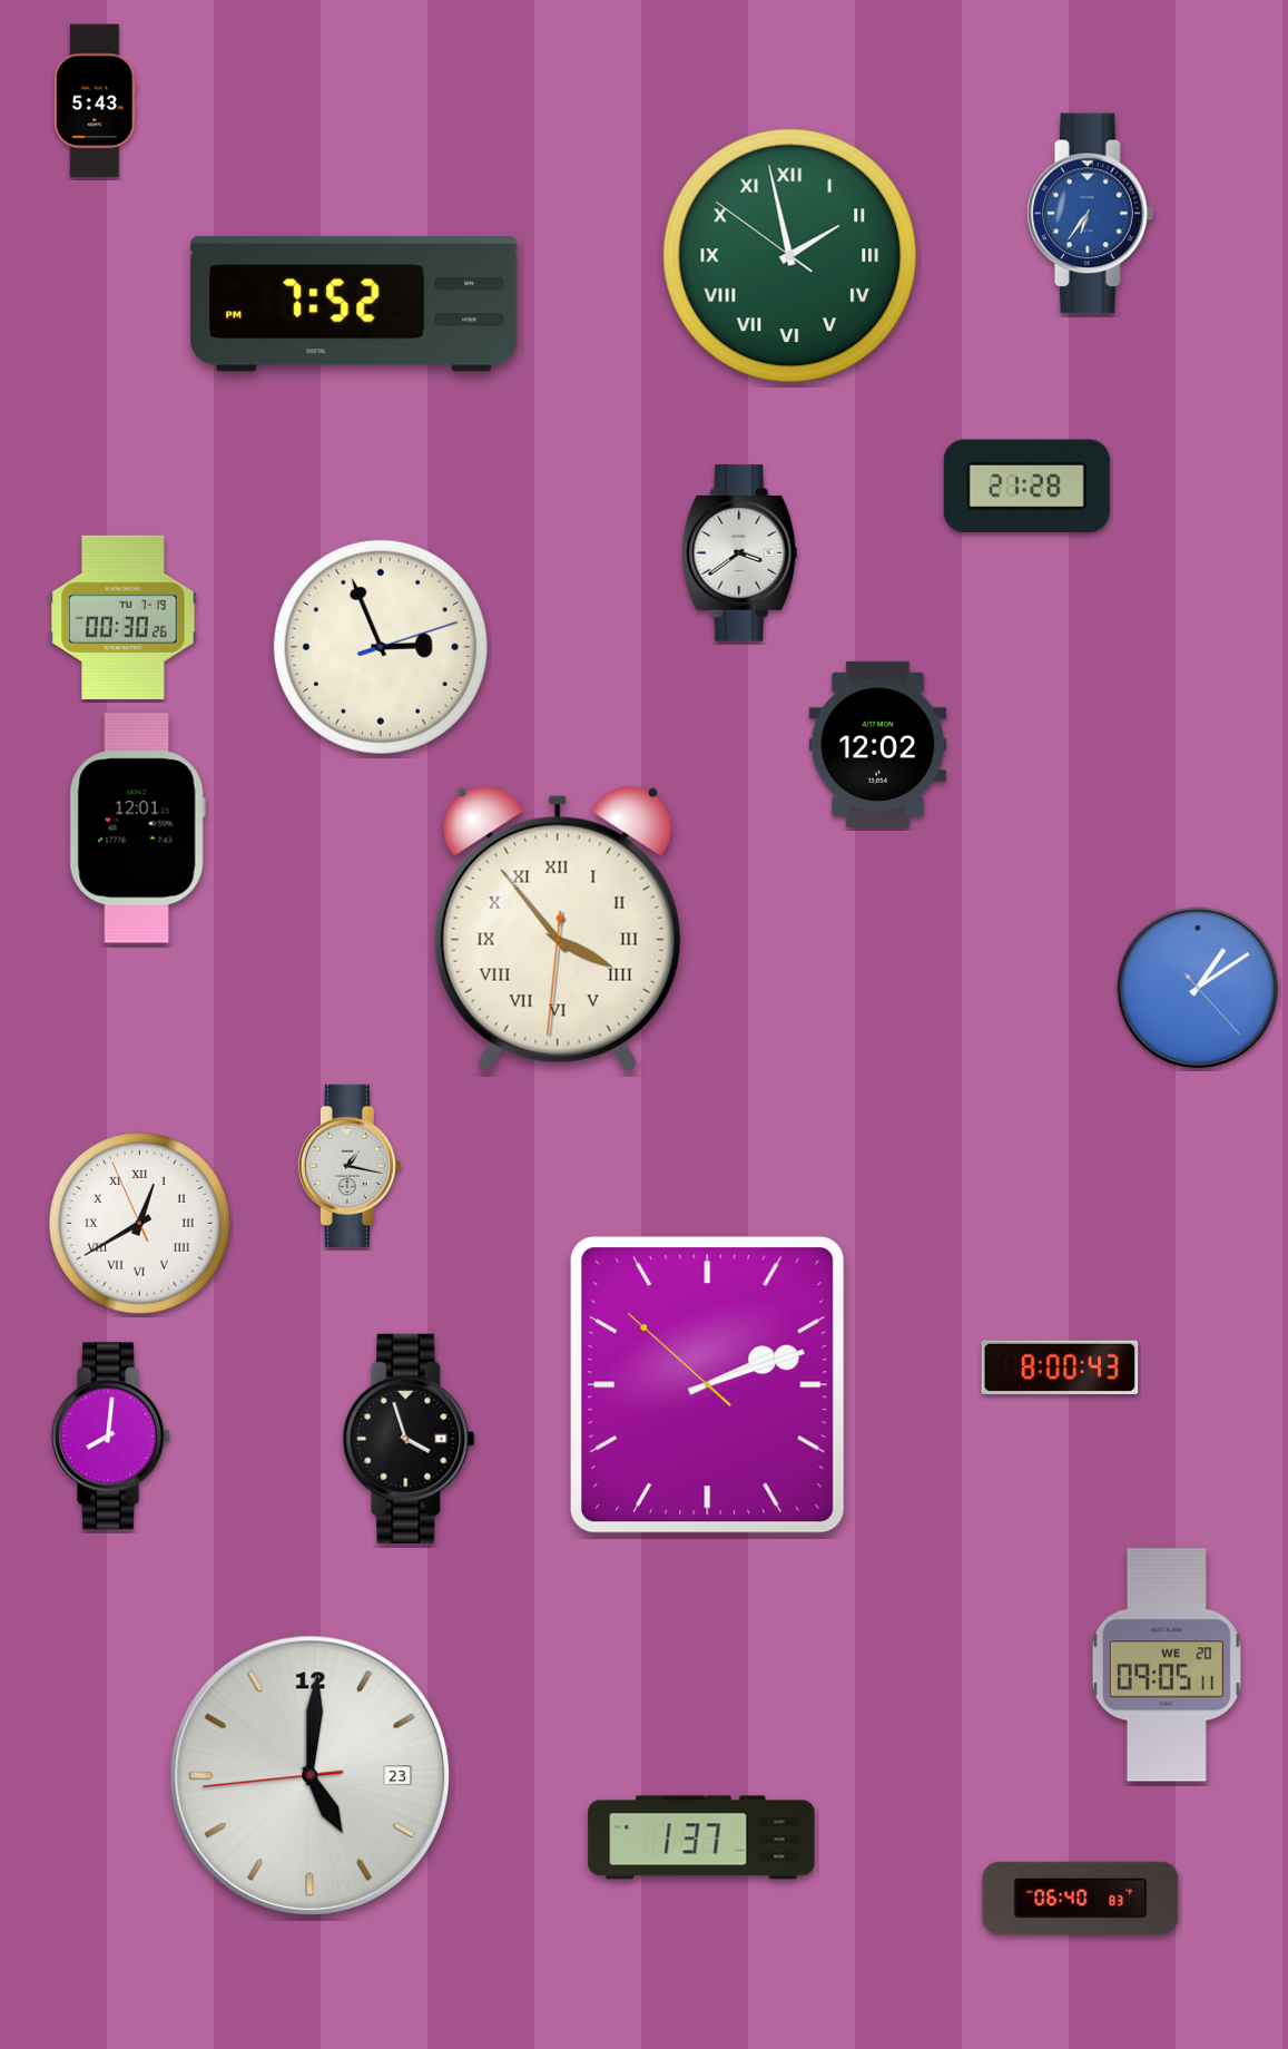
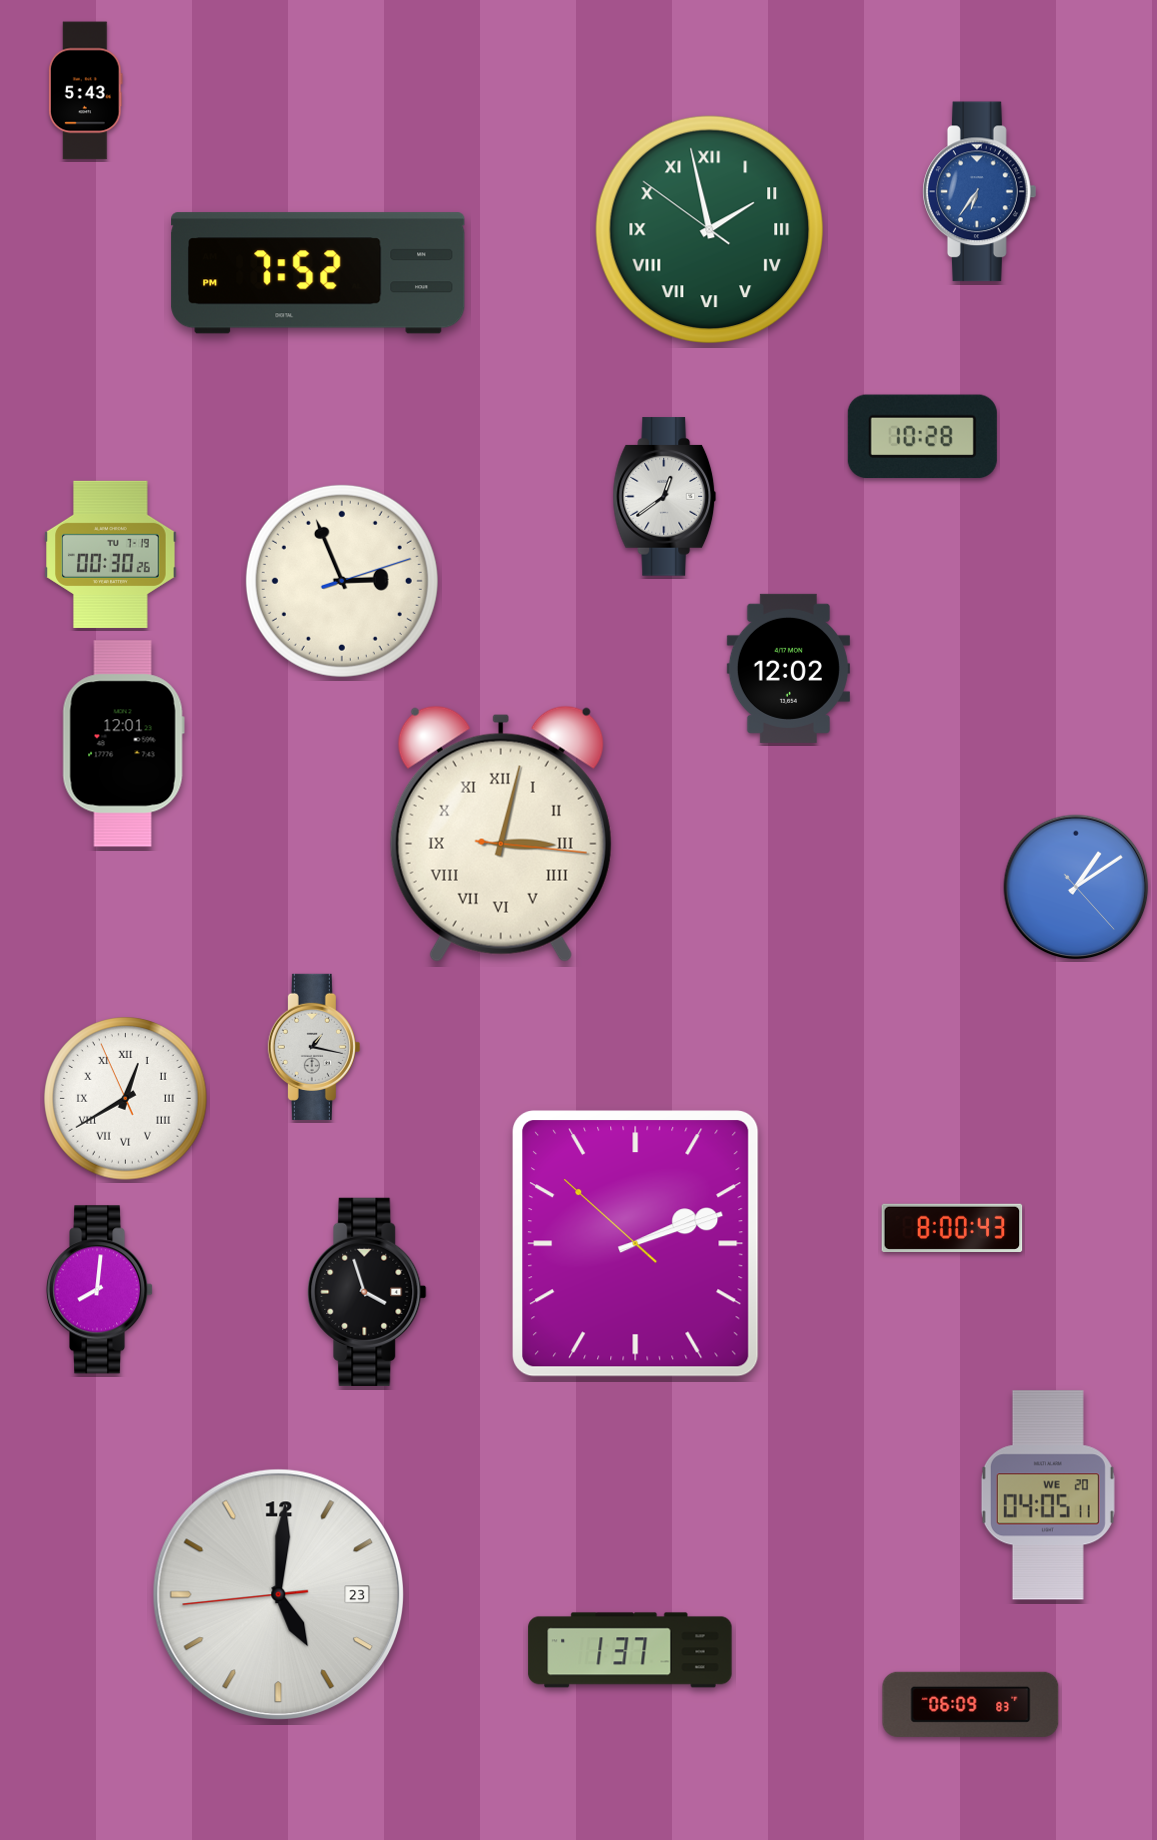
clock at (1026, 487): 21:28 -> 10:28
clock at (740, 553): 3:39 -> 12:39
clock at (558, 929): 3:53 -> 3:02
clock at (1167, 1665): 09:05 -> 04:05
clock at (1081, 1898): 06:40 -> 06:09
